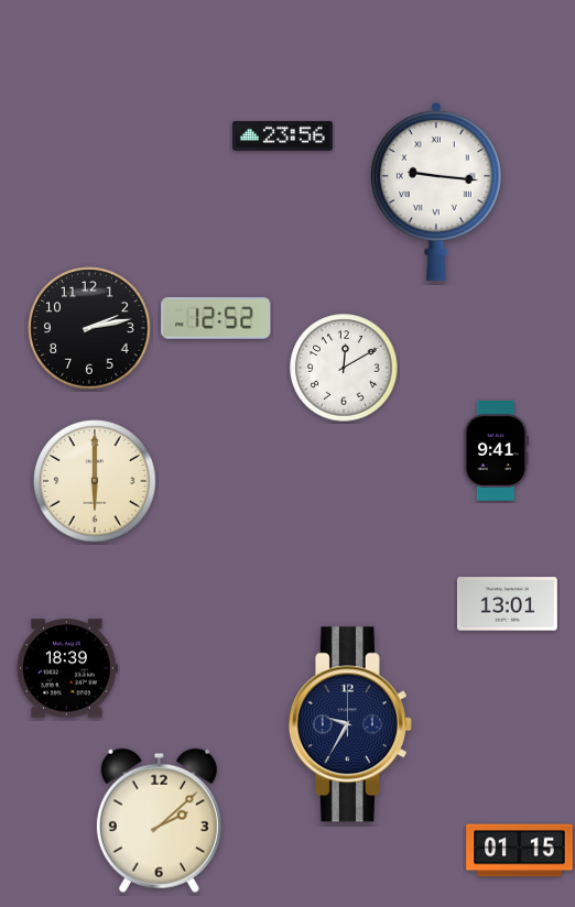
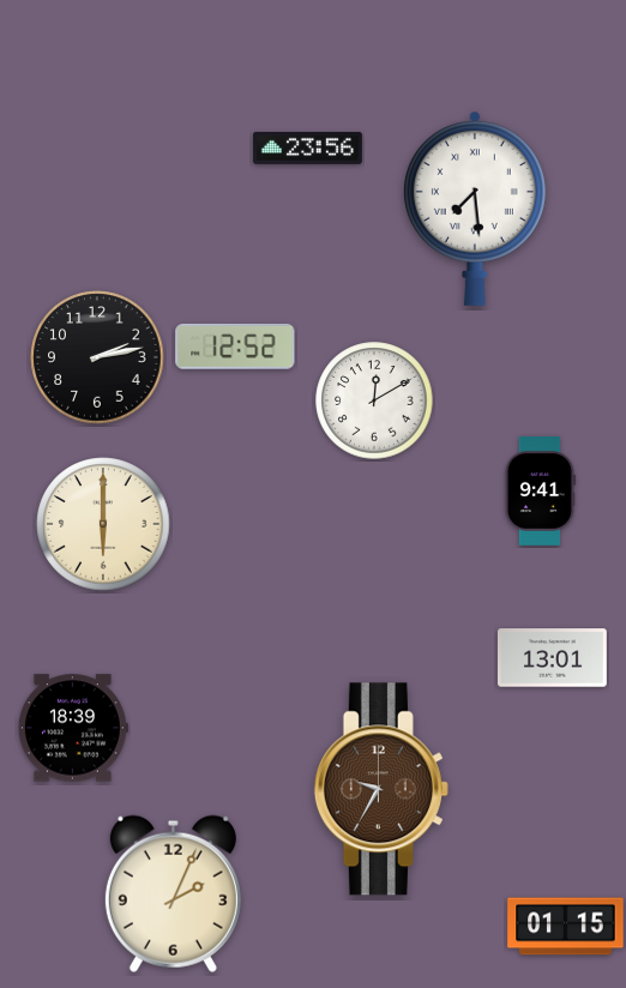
clock at (436, 192): 9:16 -> 7:29
clock at (350, 724) dial: navy -> brown
clock at (159, 820): 2:08 -> 2:04
